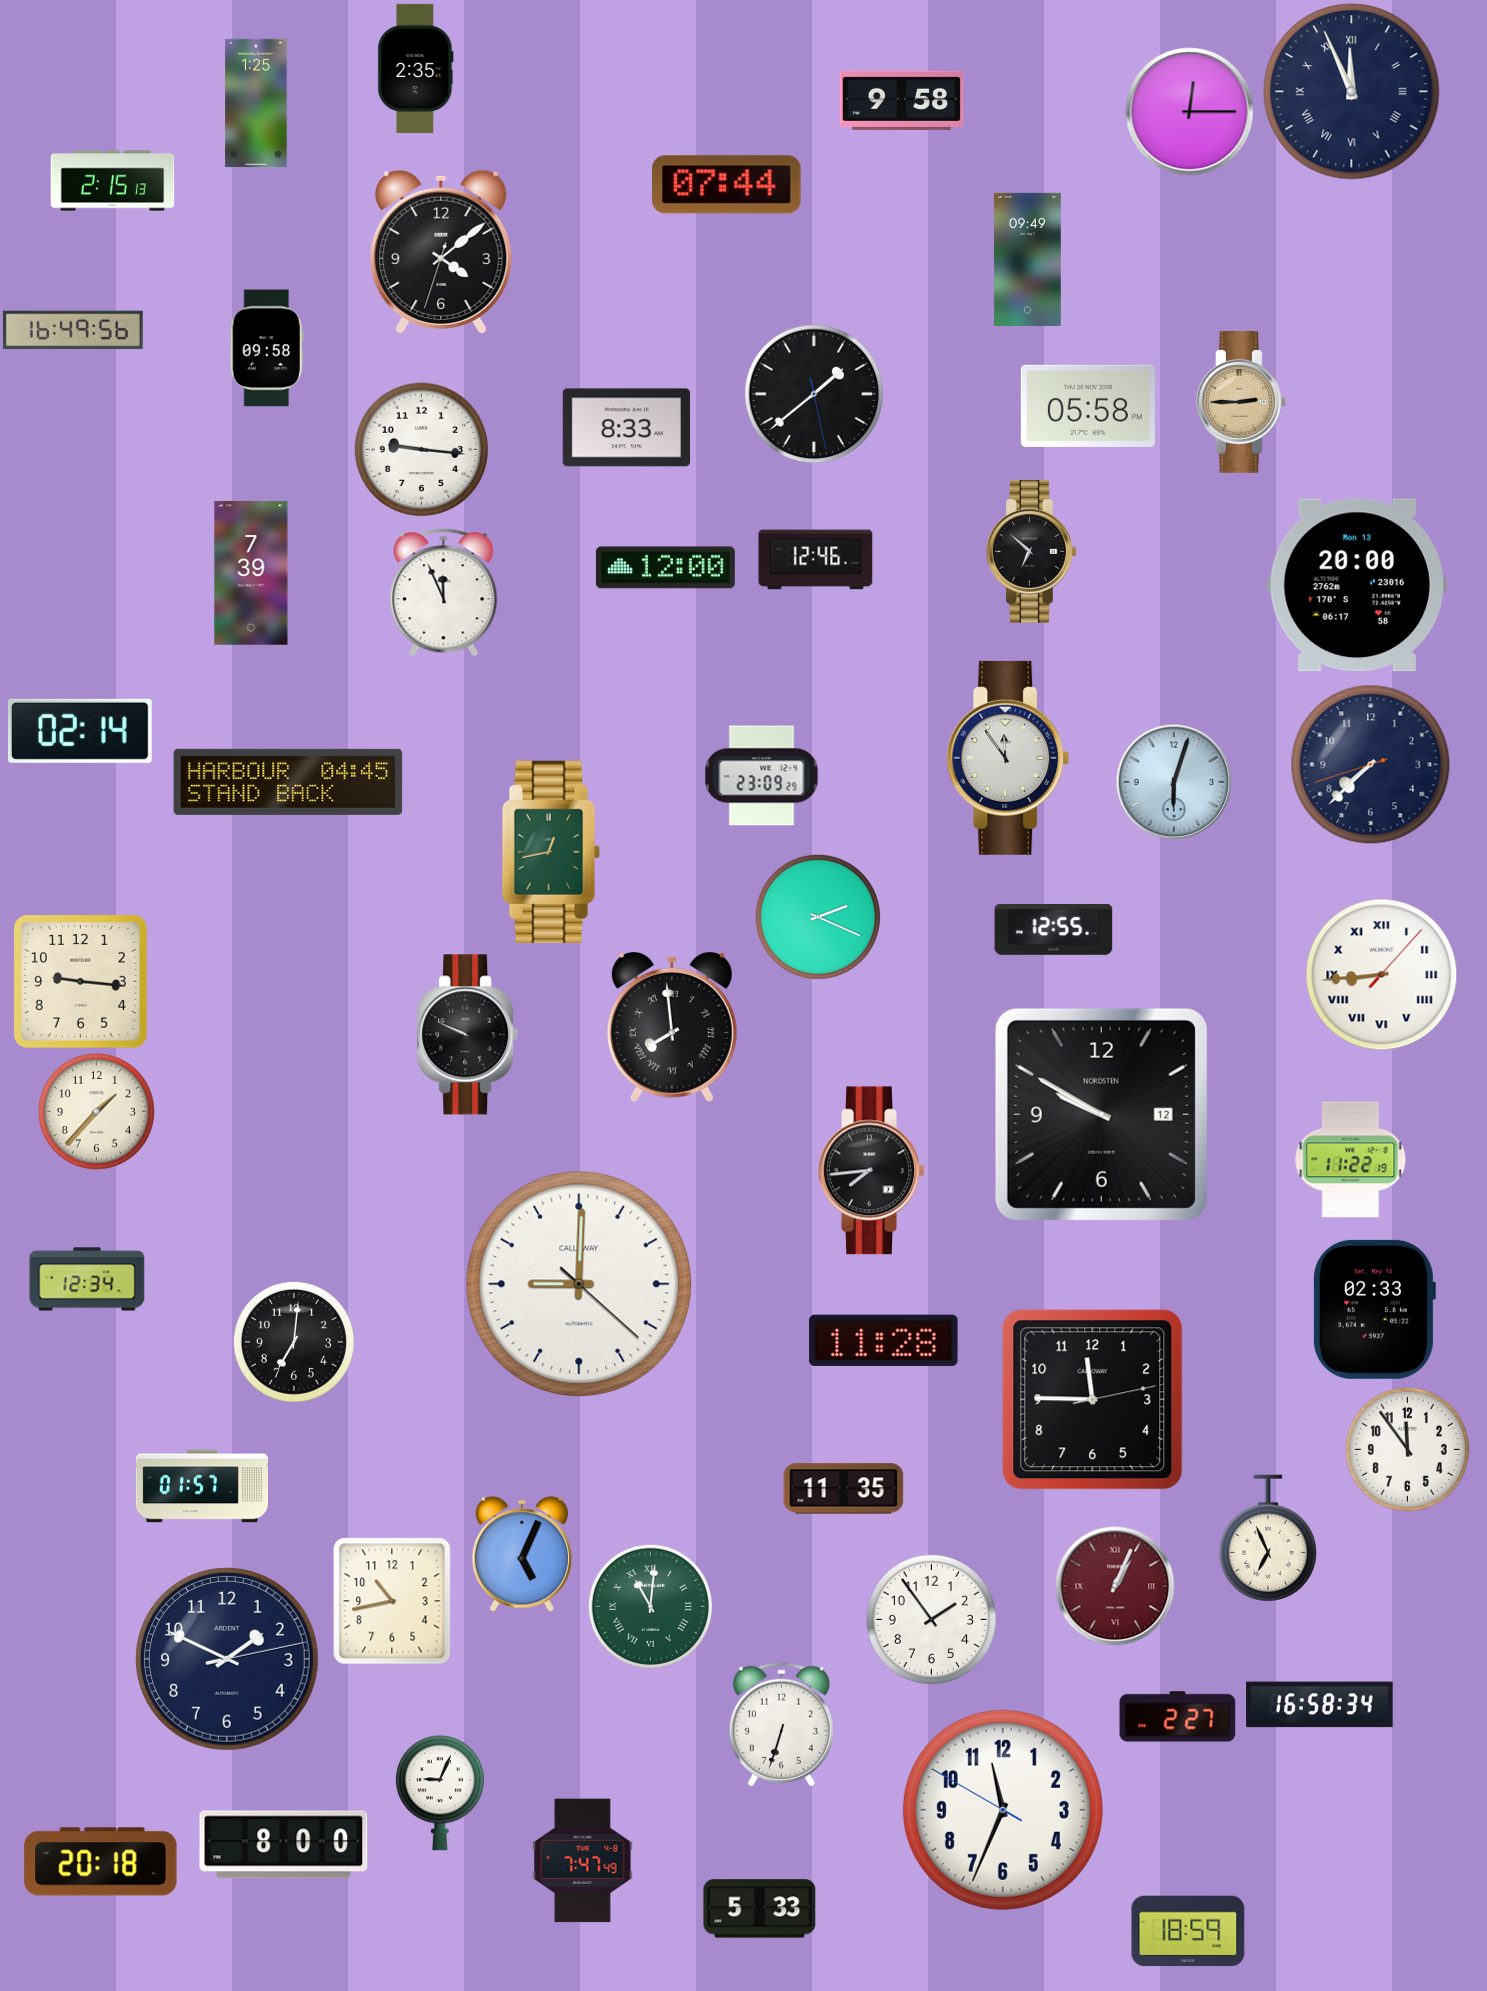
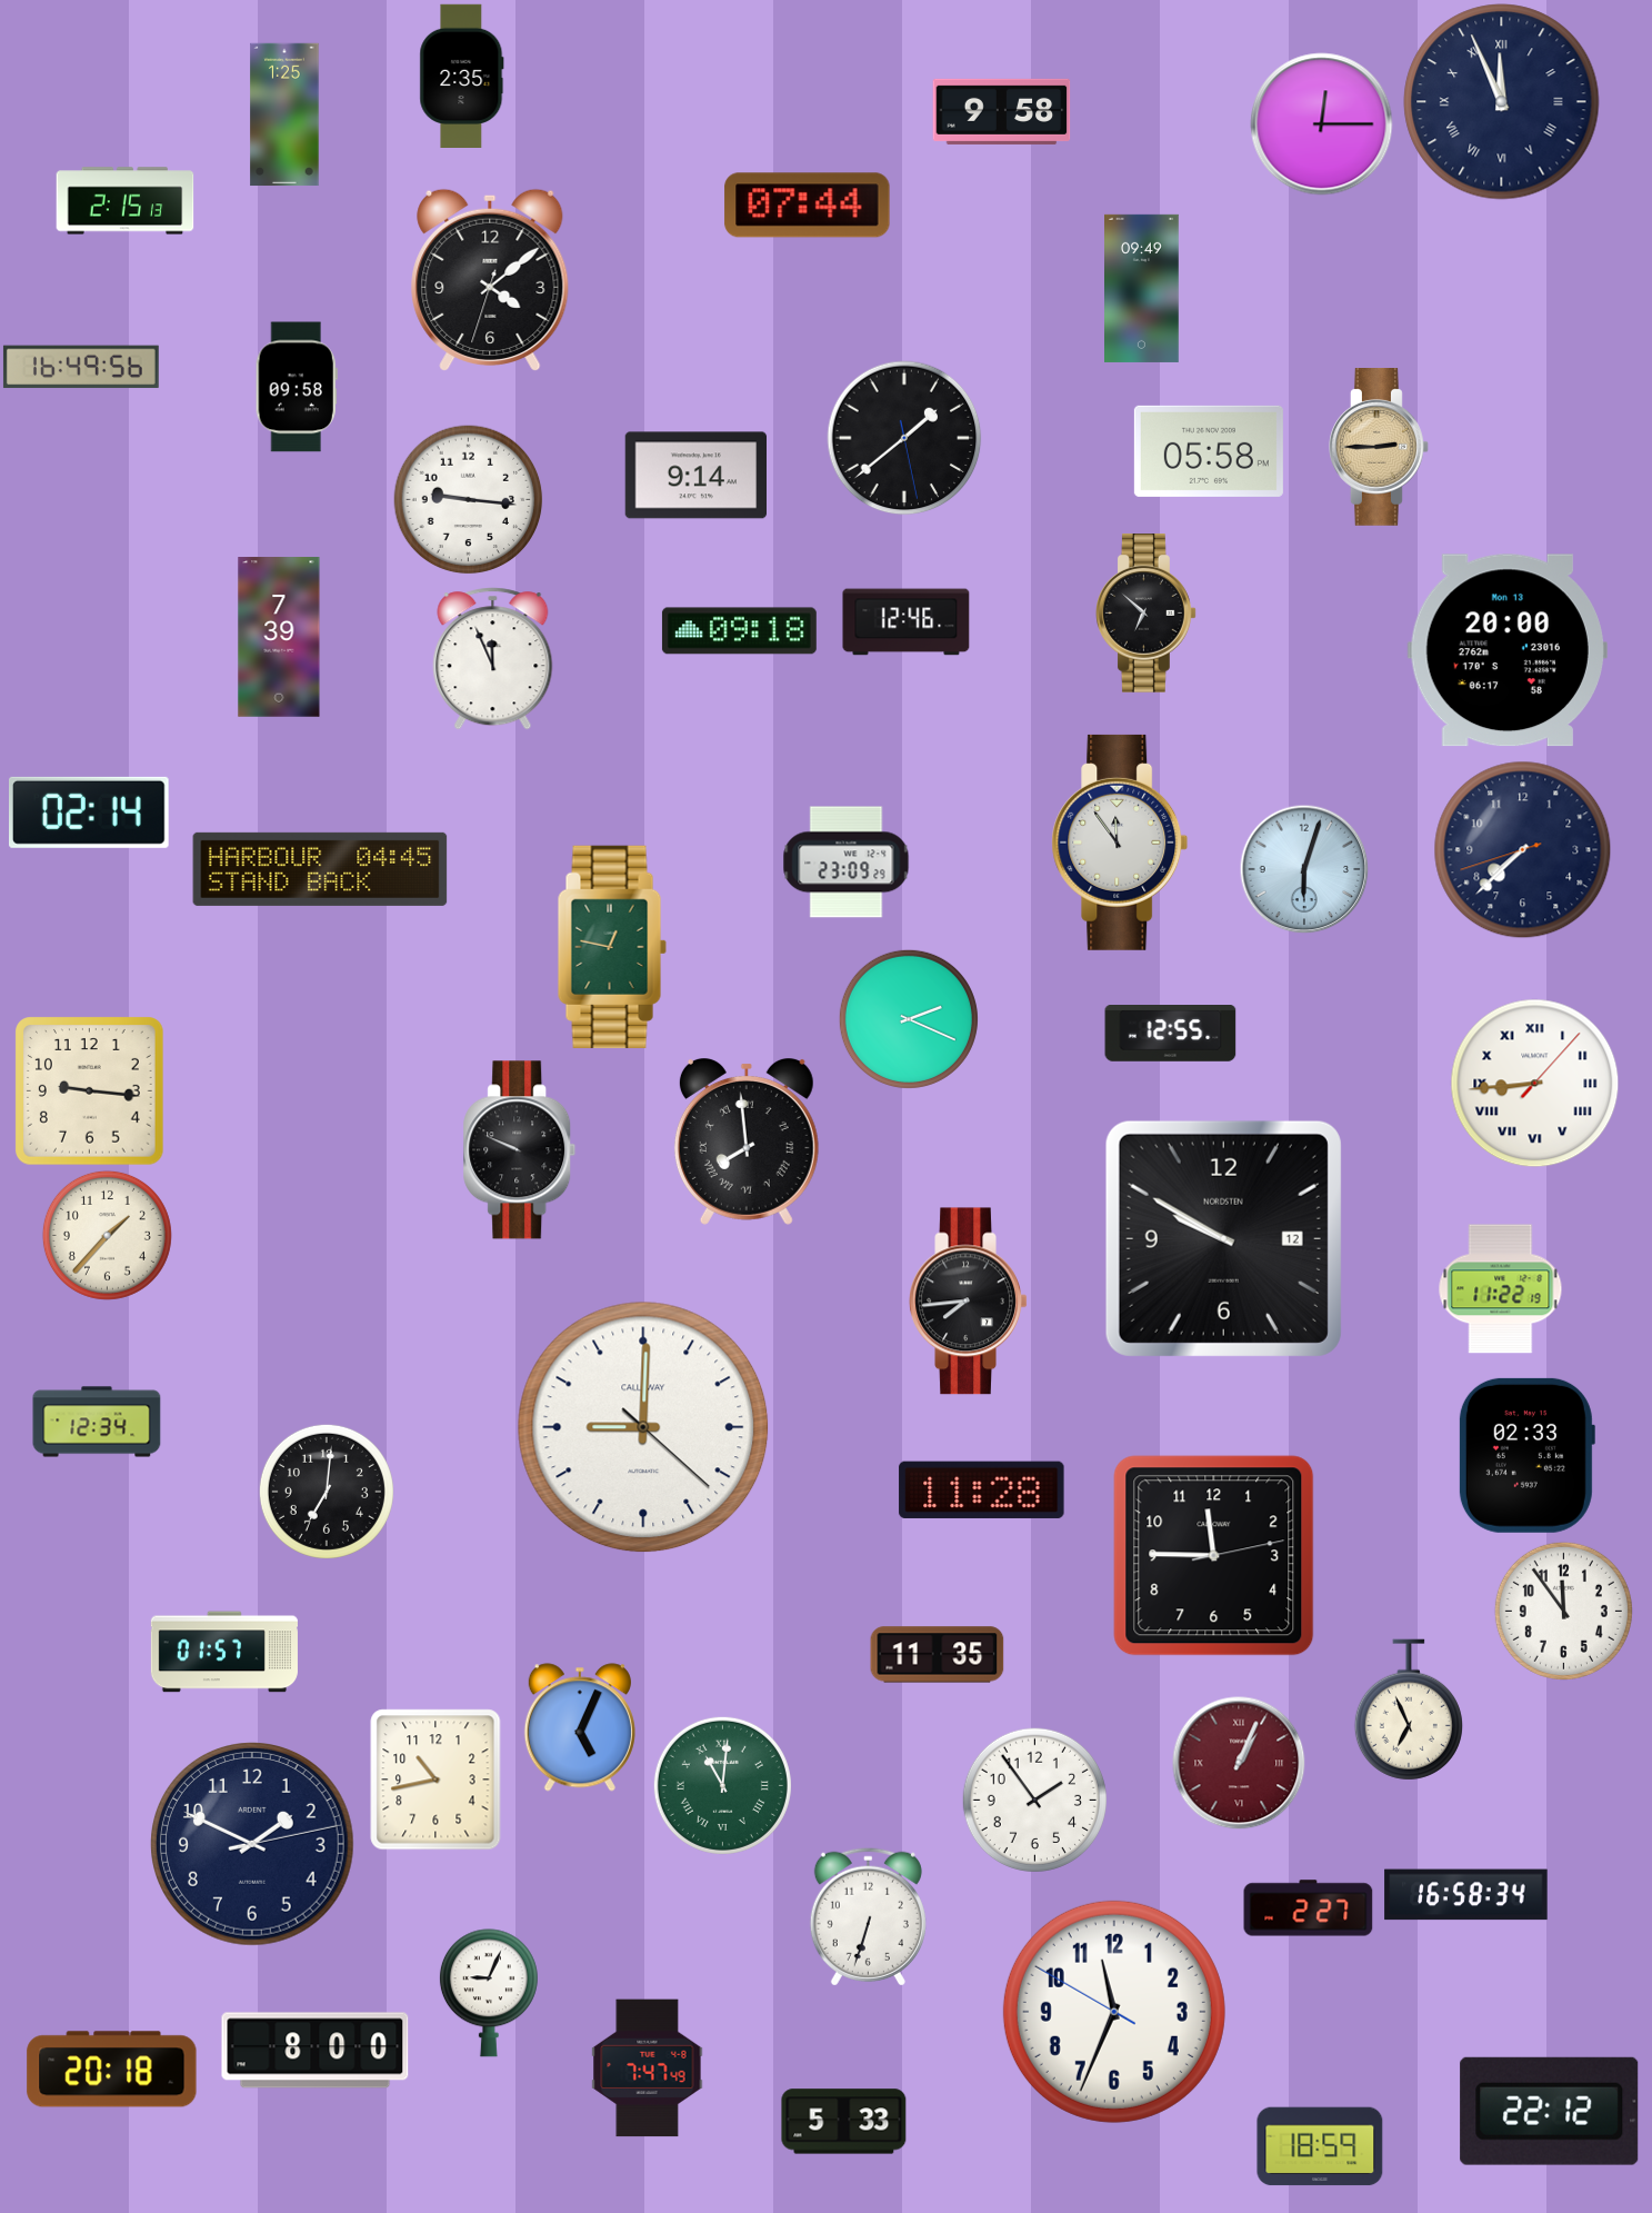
clock at (626, 428): 8:33 -> 9:14
clock at (665, 568): 12:00 -> 09:18
clock at (551, 852): 12:43 -> 12:47
clock at (1550, 2111): none -> 22:12
